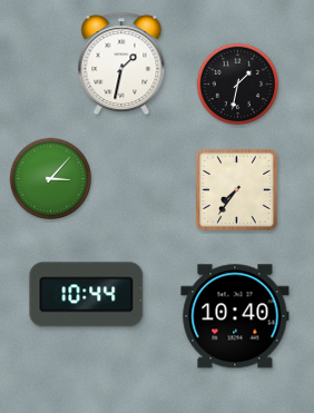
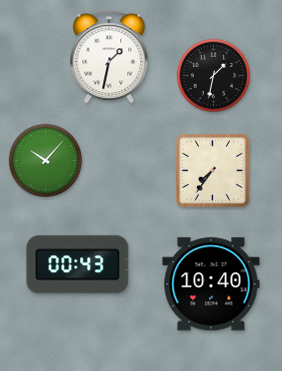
clock at (51, 179): 3:07 -> 10:07
clock at (87, 295): 10:44 -> 00:43
